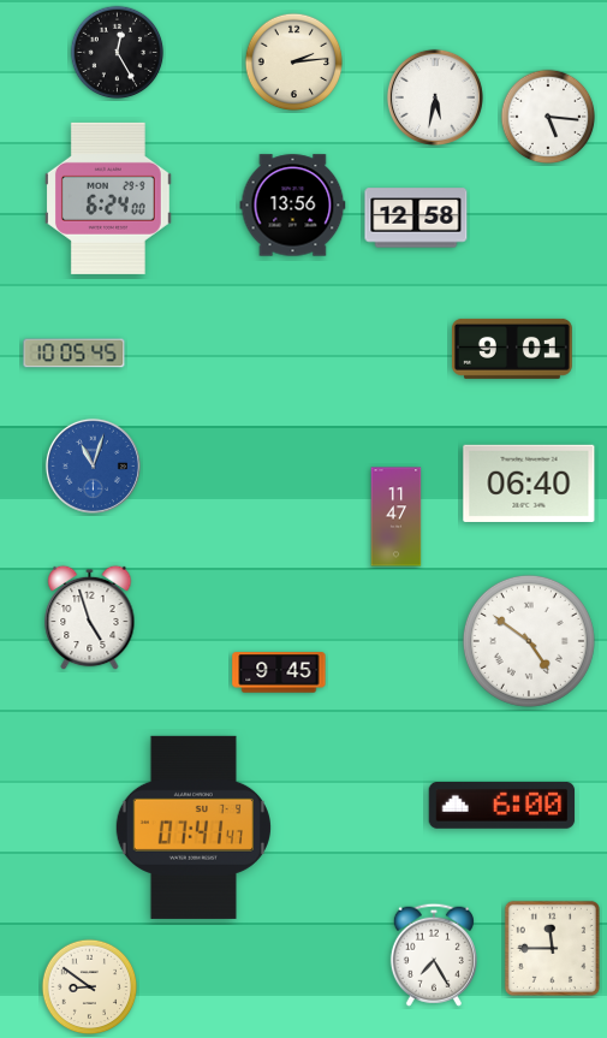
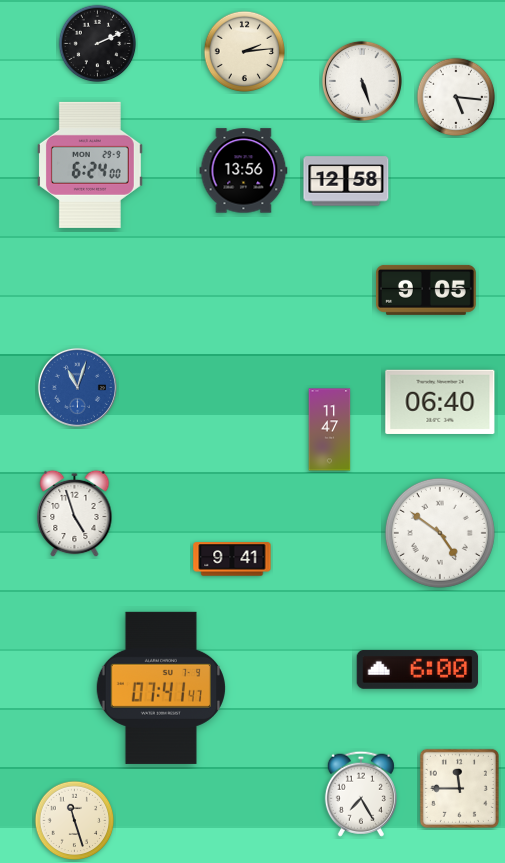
clock at (118, 53): 12:25 -> 2:11
clock at (435, 97): 5:32 -> 5:27
clock at (512, 349): 9:01 -> 9:05
clock at (75, 354): 10:05 -> none
clock at (279, 672): 9:45 -> 9:41
clock at (90, 987): 8:51 -> 11:27
